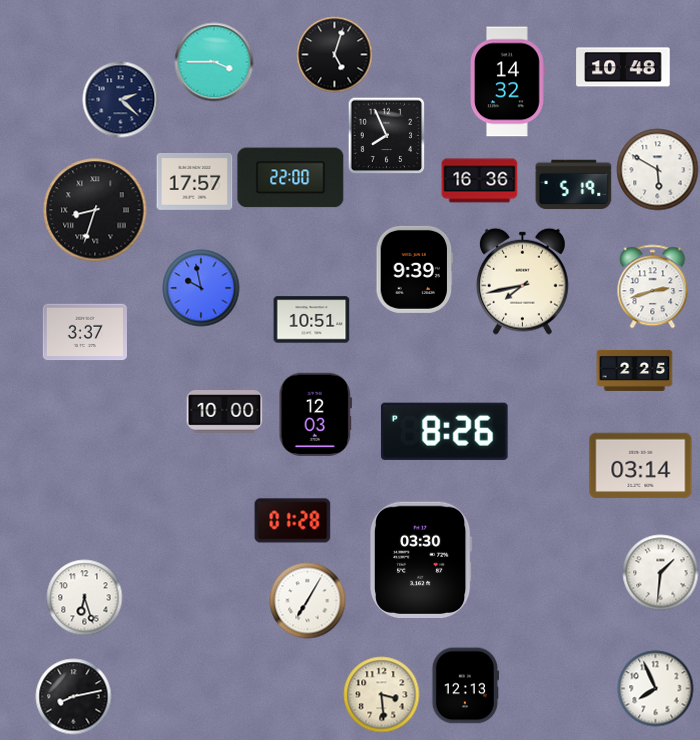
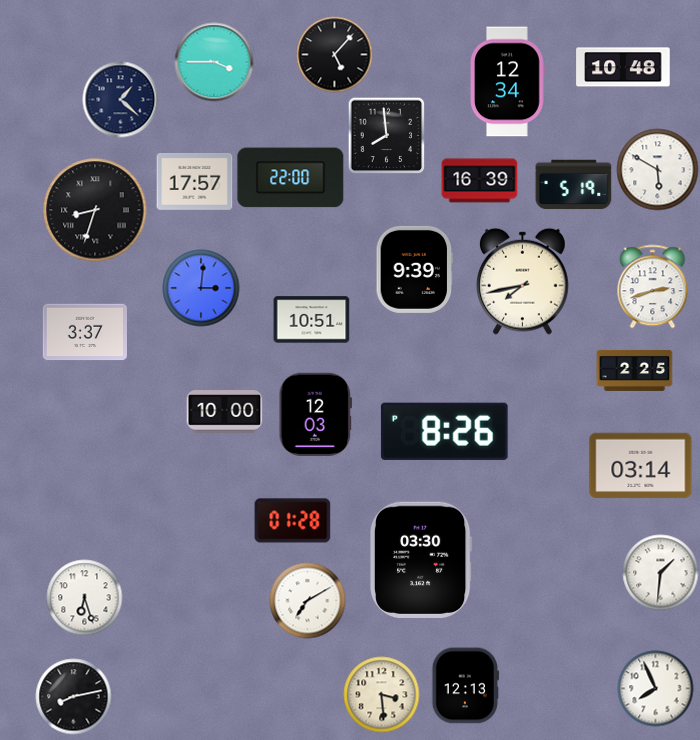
clock at (335, 55): 5:03 -> 5:07
clock at (508, 82): 14:32 -> 12:34
clock at (121, 100): 2:22 -> 1:22
clock at (386, 135): 7:56 -> 7:59
clock at (480, 181): 16:36 -> 16:39
clock at (201, 288): 9:58 -> 3:01
clock at (308, 601): 7:05 -> 7:10
